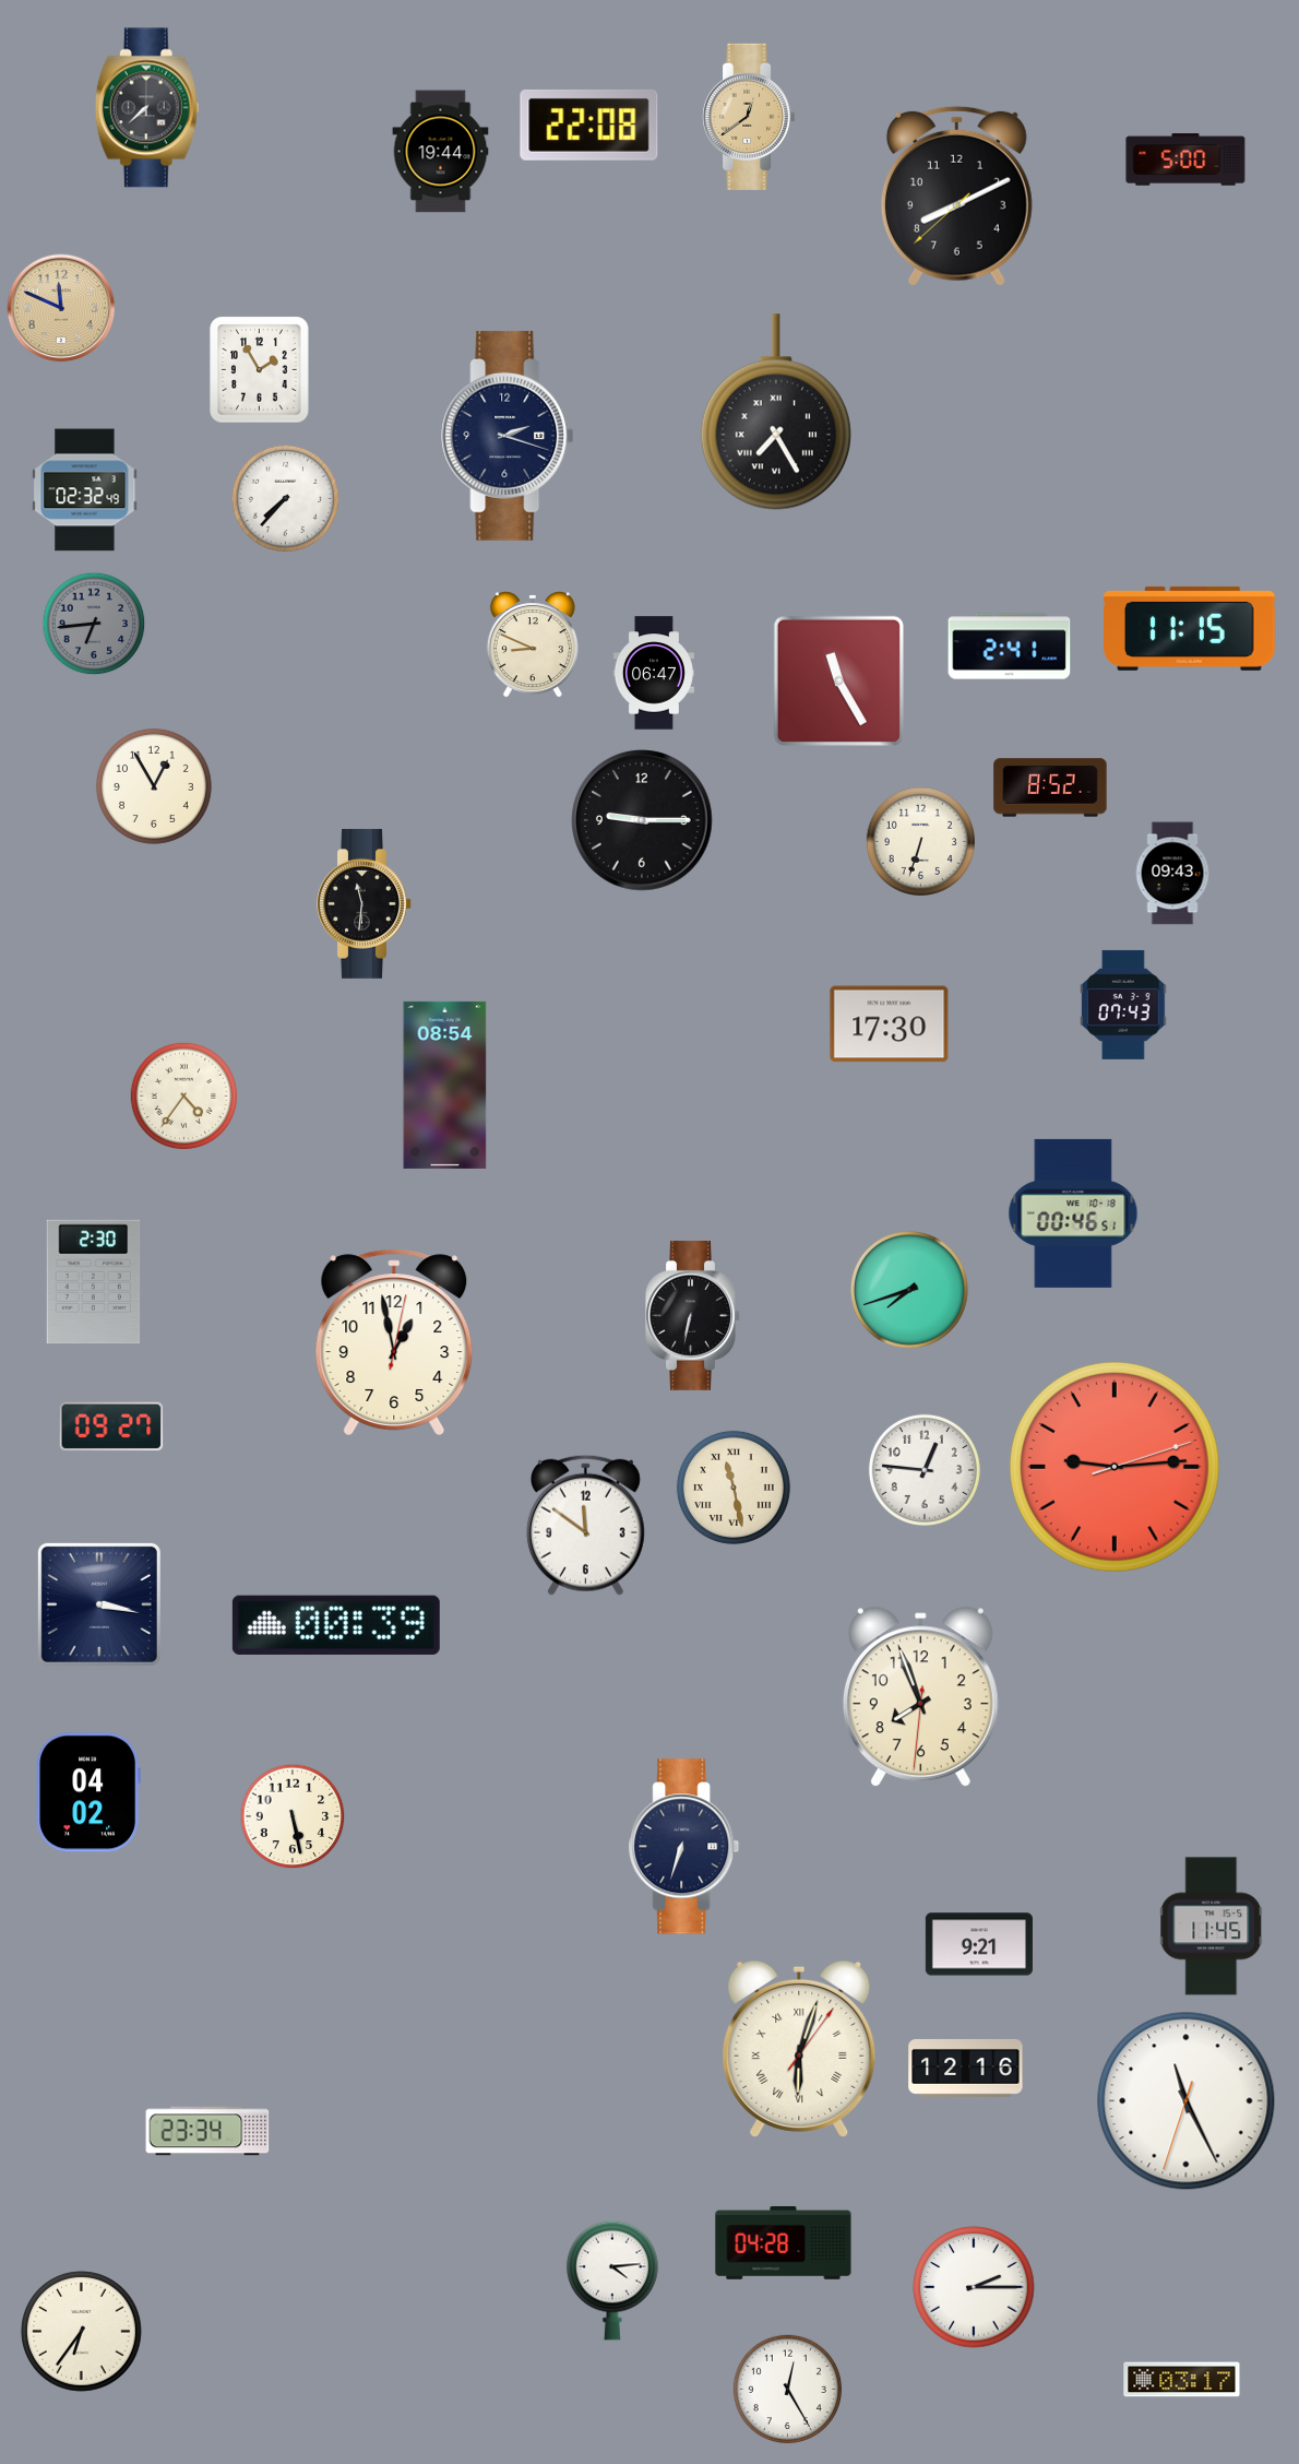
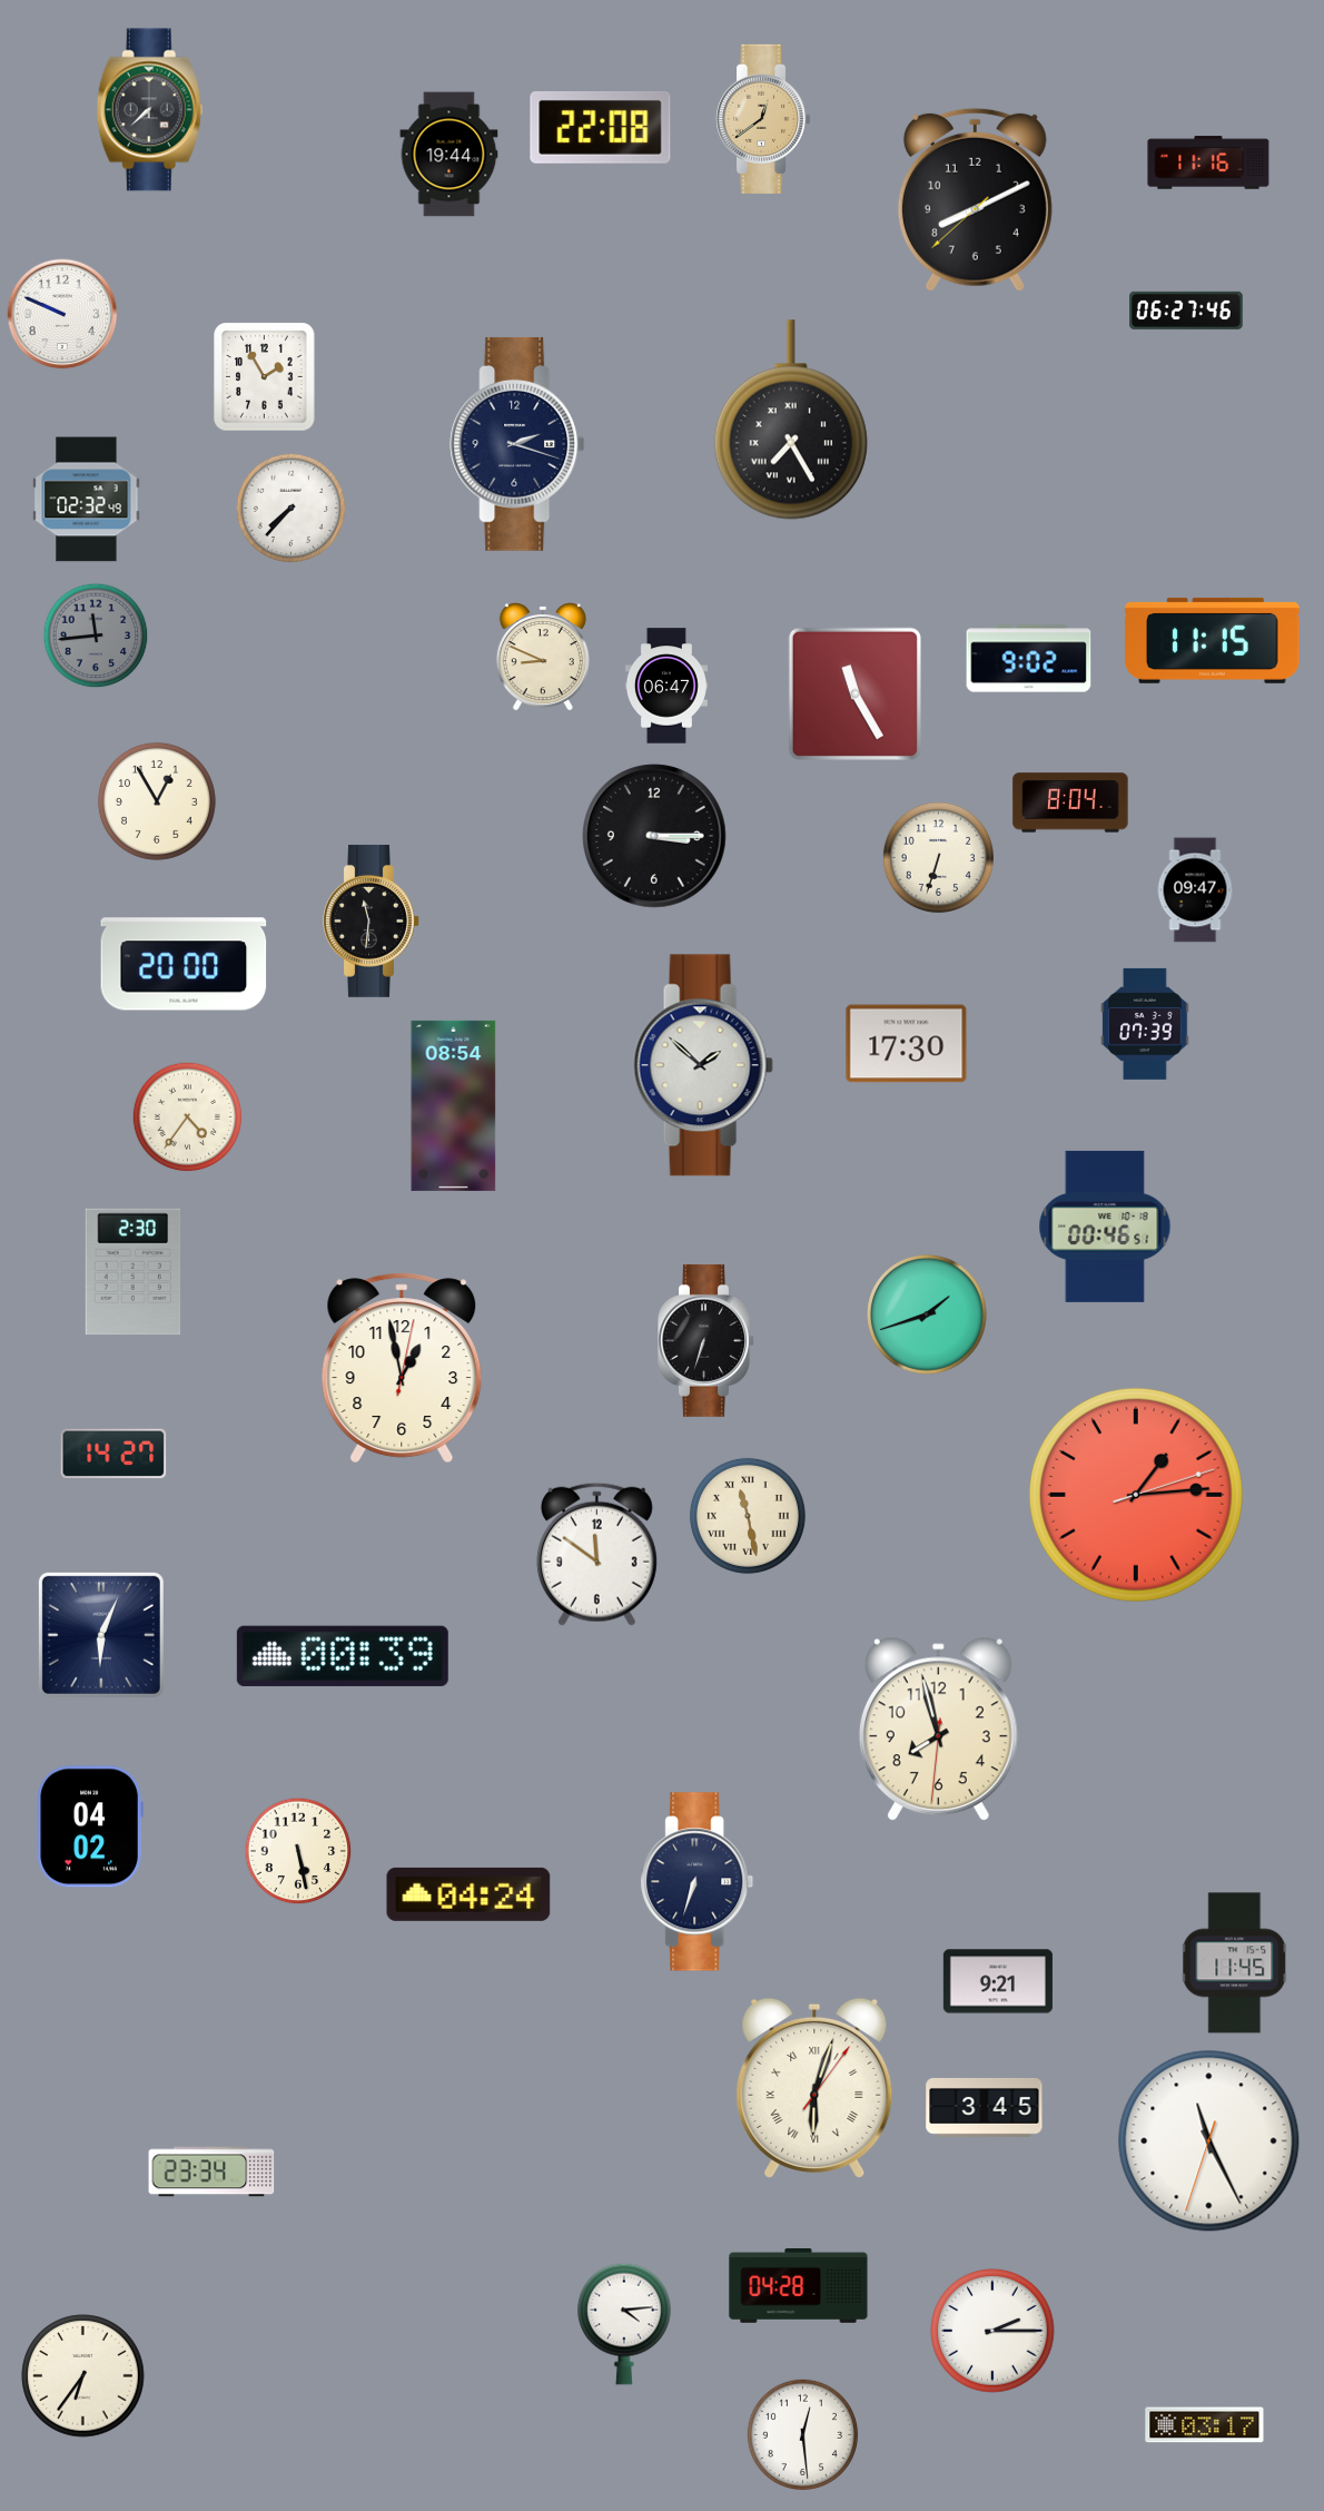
clock at (1185, 159): 5:00 -> 11:16
clock at (1186, 311): none -> 06:27
clock at (61, 308): 11:49 -> 9:49
clock at (61, 308) dial: champagne -> white
clock at (94, 624): 6:44 -> 11:44
clock at (1010, 647): 2:41 -> 9:02
clock at (1050, 787): 8:52 -> 8:04
clock at (642, 820): 9:15 -> 3:15
clock at (1172, 874): 09:43 -> 09:47
clock at (184, 964): none -> 20:00
clock at (1123, 1005): 07:43 -> 07:39
clock at (703, 1065): none -> 1:52
clock at (1073, 1213) position: (1073, 1213) -> (1105, 1227)
clock at (94, 1282) position: (94, 1282) -> (134, 1272)
clock at (910, 1291): 7:42 -> 1:42
clock at (693, 1315): 6:32 -> 6:33
clock at (111, 1426): 09:27 -> 14:27
clock at (1115, 1467): 9:14 -> 1:14
clock at (925, 1470): 12:46 -> none
clock at (99, 1604): 3:17 -> 6:04
clock at (920, 1697): 7:56 -> 7:57
clock at (468, 1894): none -> 04:24
clock at (966, 2068): 12:16 -> 3:45
clock at (787, 2389): 12:25 -> 12:29
